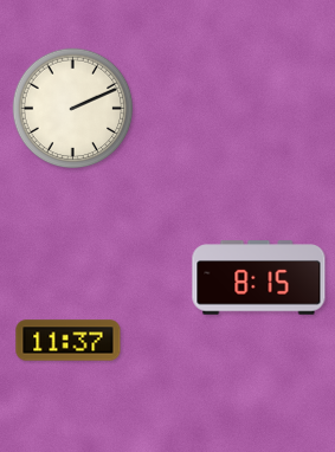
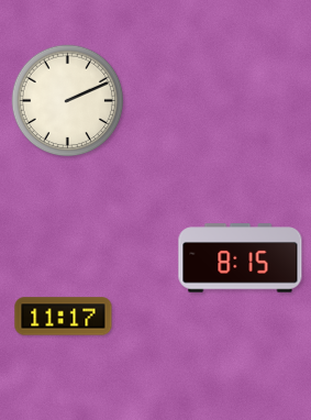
clock at (69, 341): 11:37 -> 11:17
